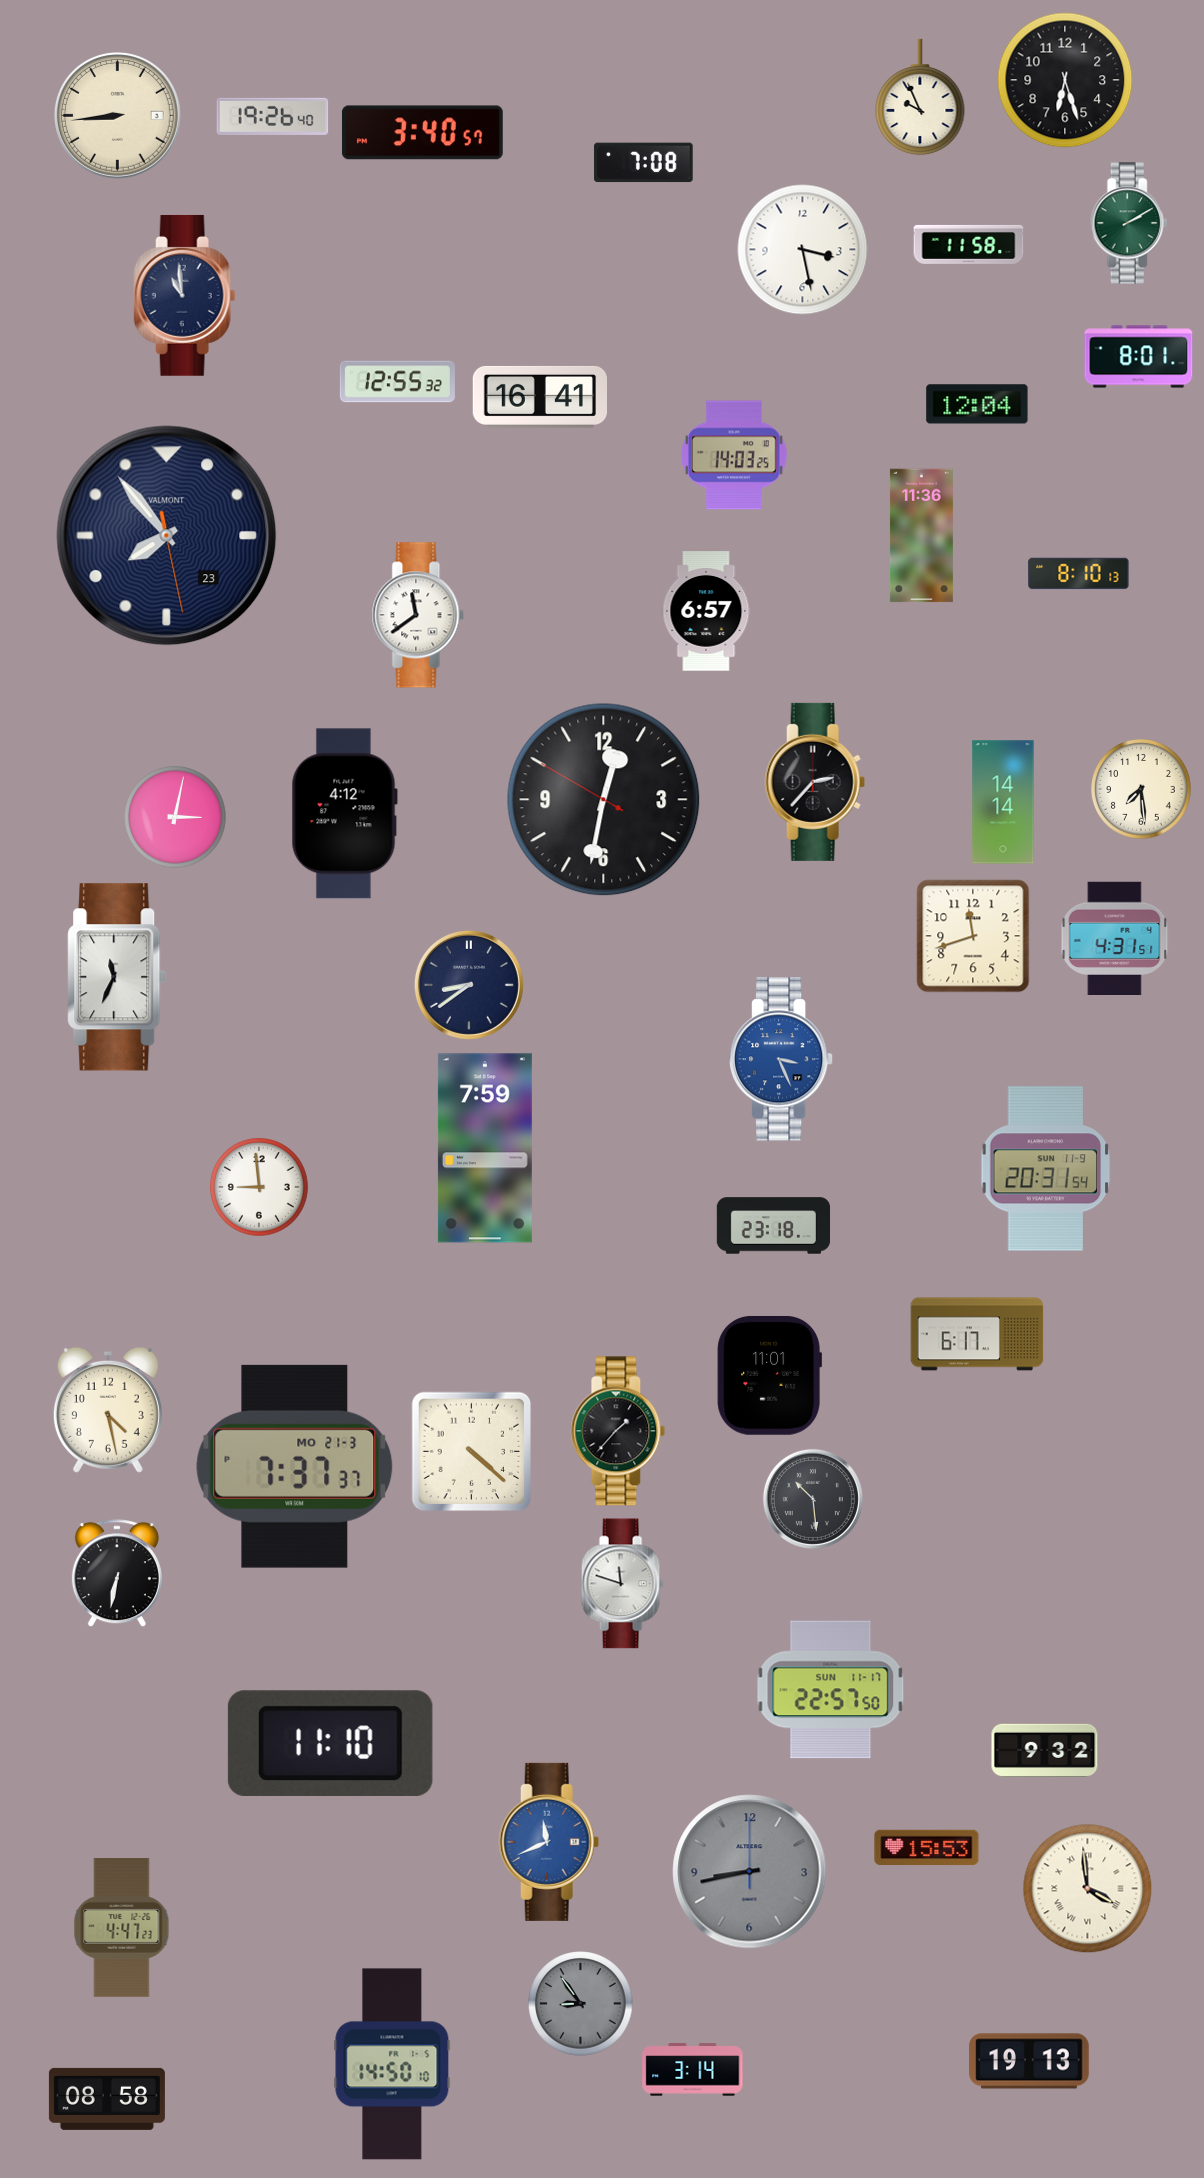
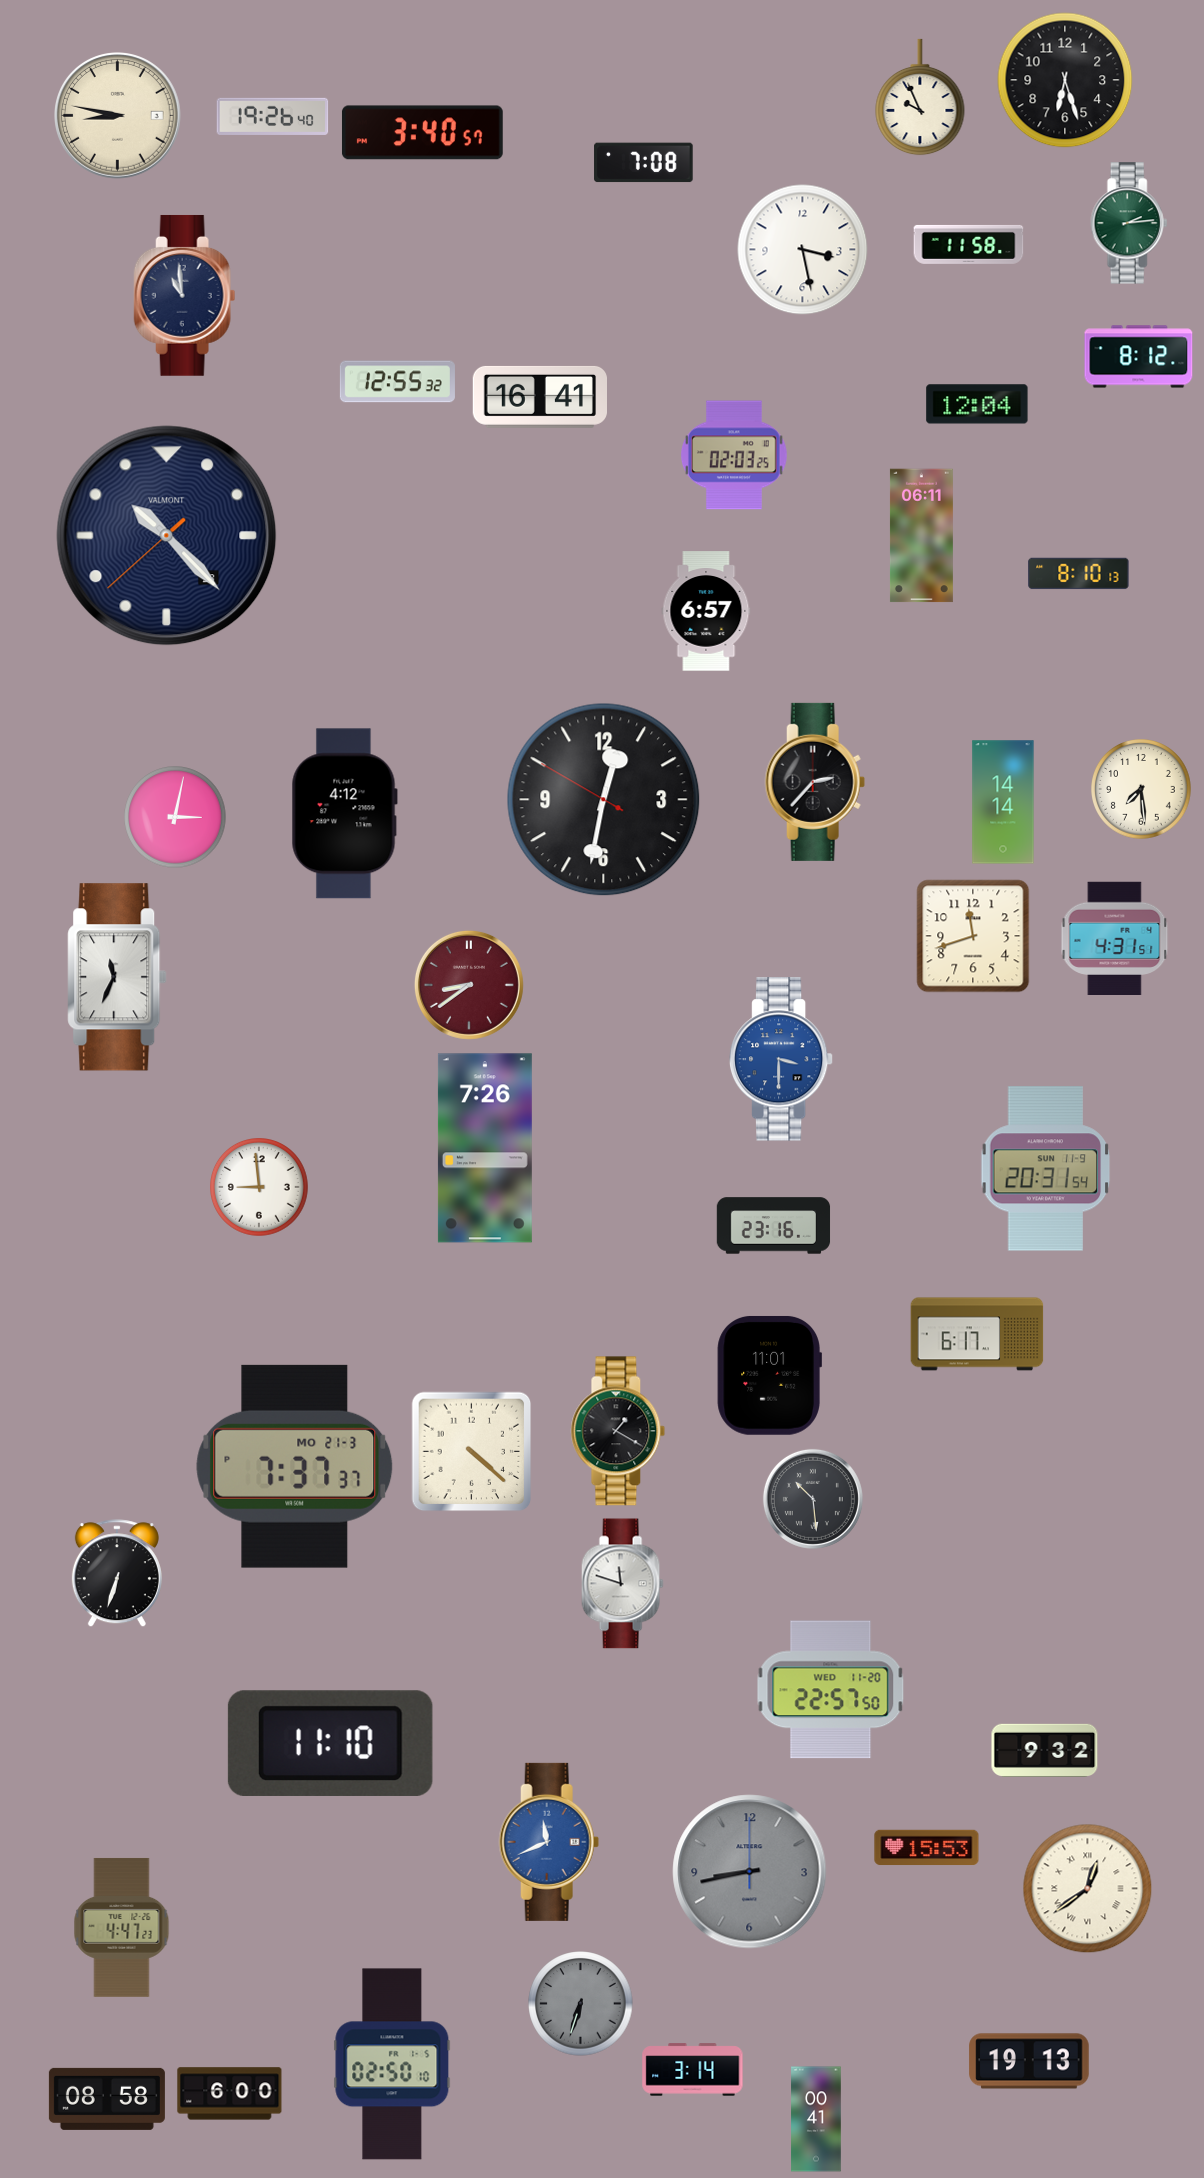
clock at (118, 116): 8:44 -> 8:47
clock at (1129, 223): 2:10 -> 2:14
clock at (1139, 357): 8:01 -> 8:12
clock at (735, 455): 14:03 -> 02:03
clock at (167, 536): 7:53 -> 10:22
clock at (921, 536): 11:36 -> 06:11
clock at (418, 615): 11:39 -> none
clock at (469, 985) dial: navy -> burgundy
clock at (781, 1059): 3:26 -> 3:30
clock at (485, 1148): 7:59 -> 7:26
clock at (774, 1226): 23:18 -> 23:16
clock at (108, 1410): 4:28 -> none
clock at (618, 1431): 1:37 -> 1:20
clock at (117, 1574): 6:32 -> 6:33
clock at (831, 1690) date: SUN 11-17 -> WED 11-20
clock at (1088, 1889): 3:59 -> 12:39
clock at (581, 2004): 8:54 -> 6:33
clock at (392, 2064): 14:50 -> 02:50
clock at (230, 2094): none -> 6:00
clock at (816, 2119): none -> 00:41
